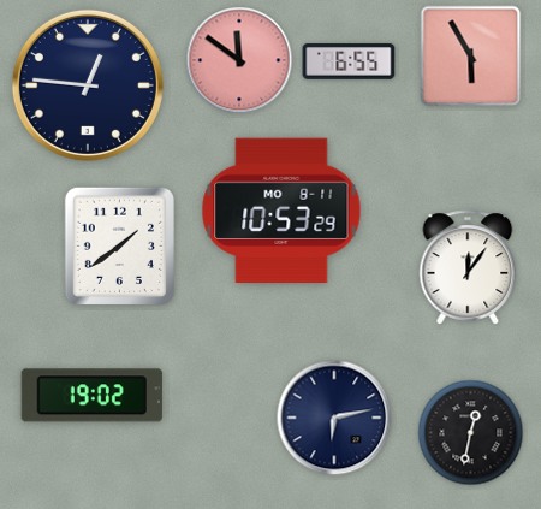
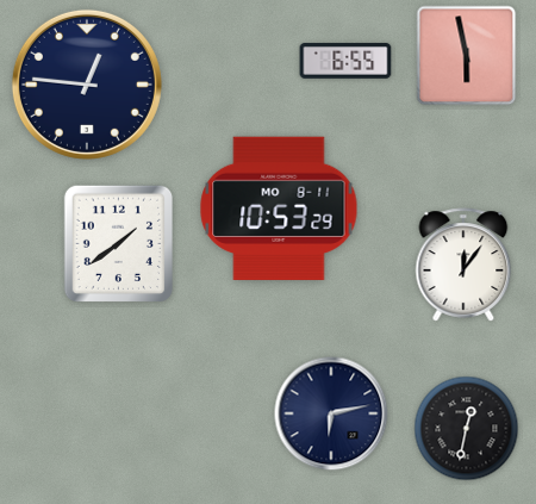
clock at (471, 57): 5:55 -> 5:58
clock at (239, 60): 11:51 -> none
clock at (91, 396): 19:02 -> none
